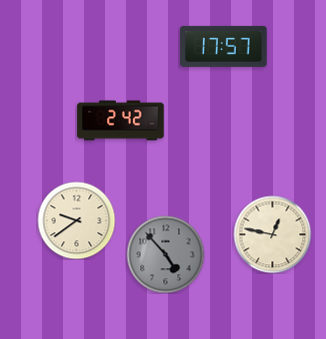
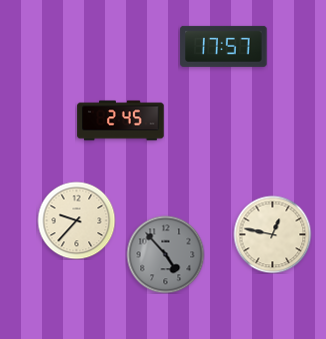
clock at (121, 121): 2:42 -> 2:45
clock at (76, 220): 9:39 -> 9:37
